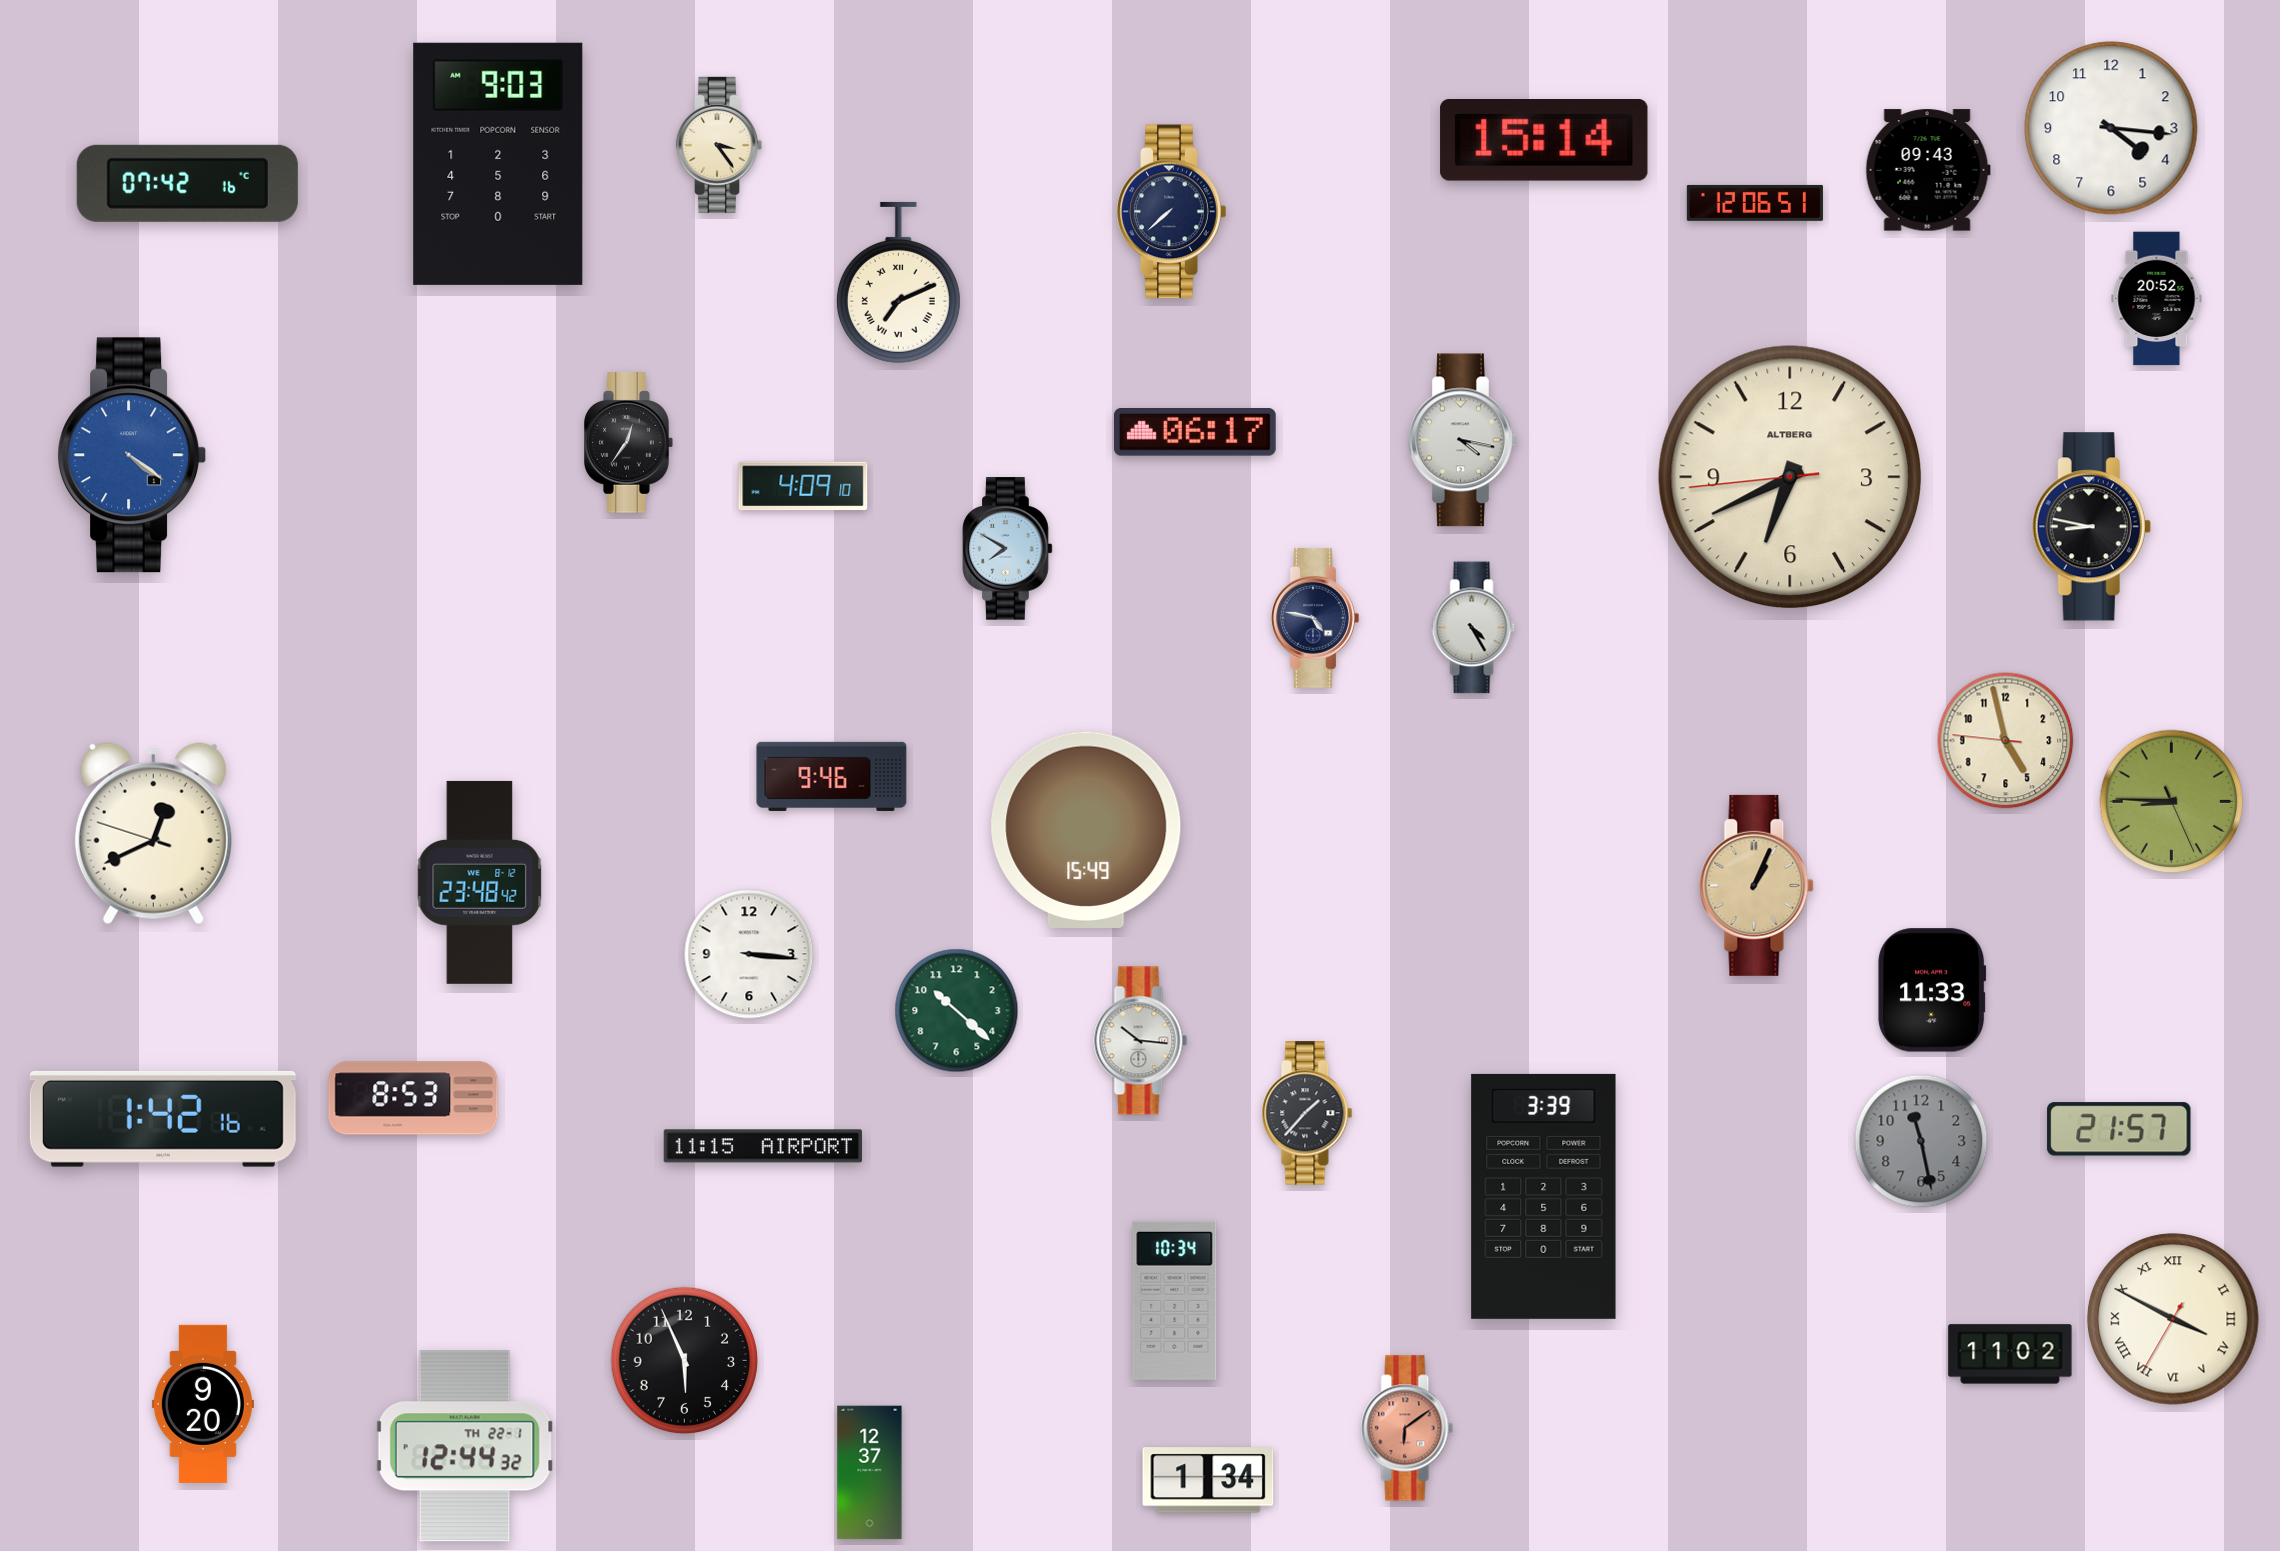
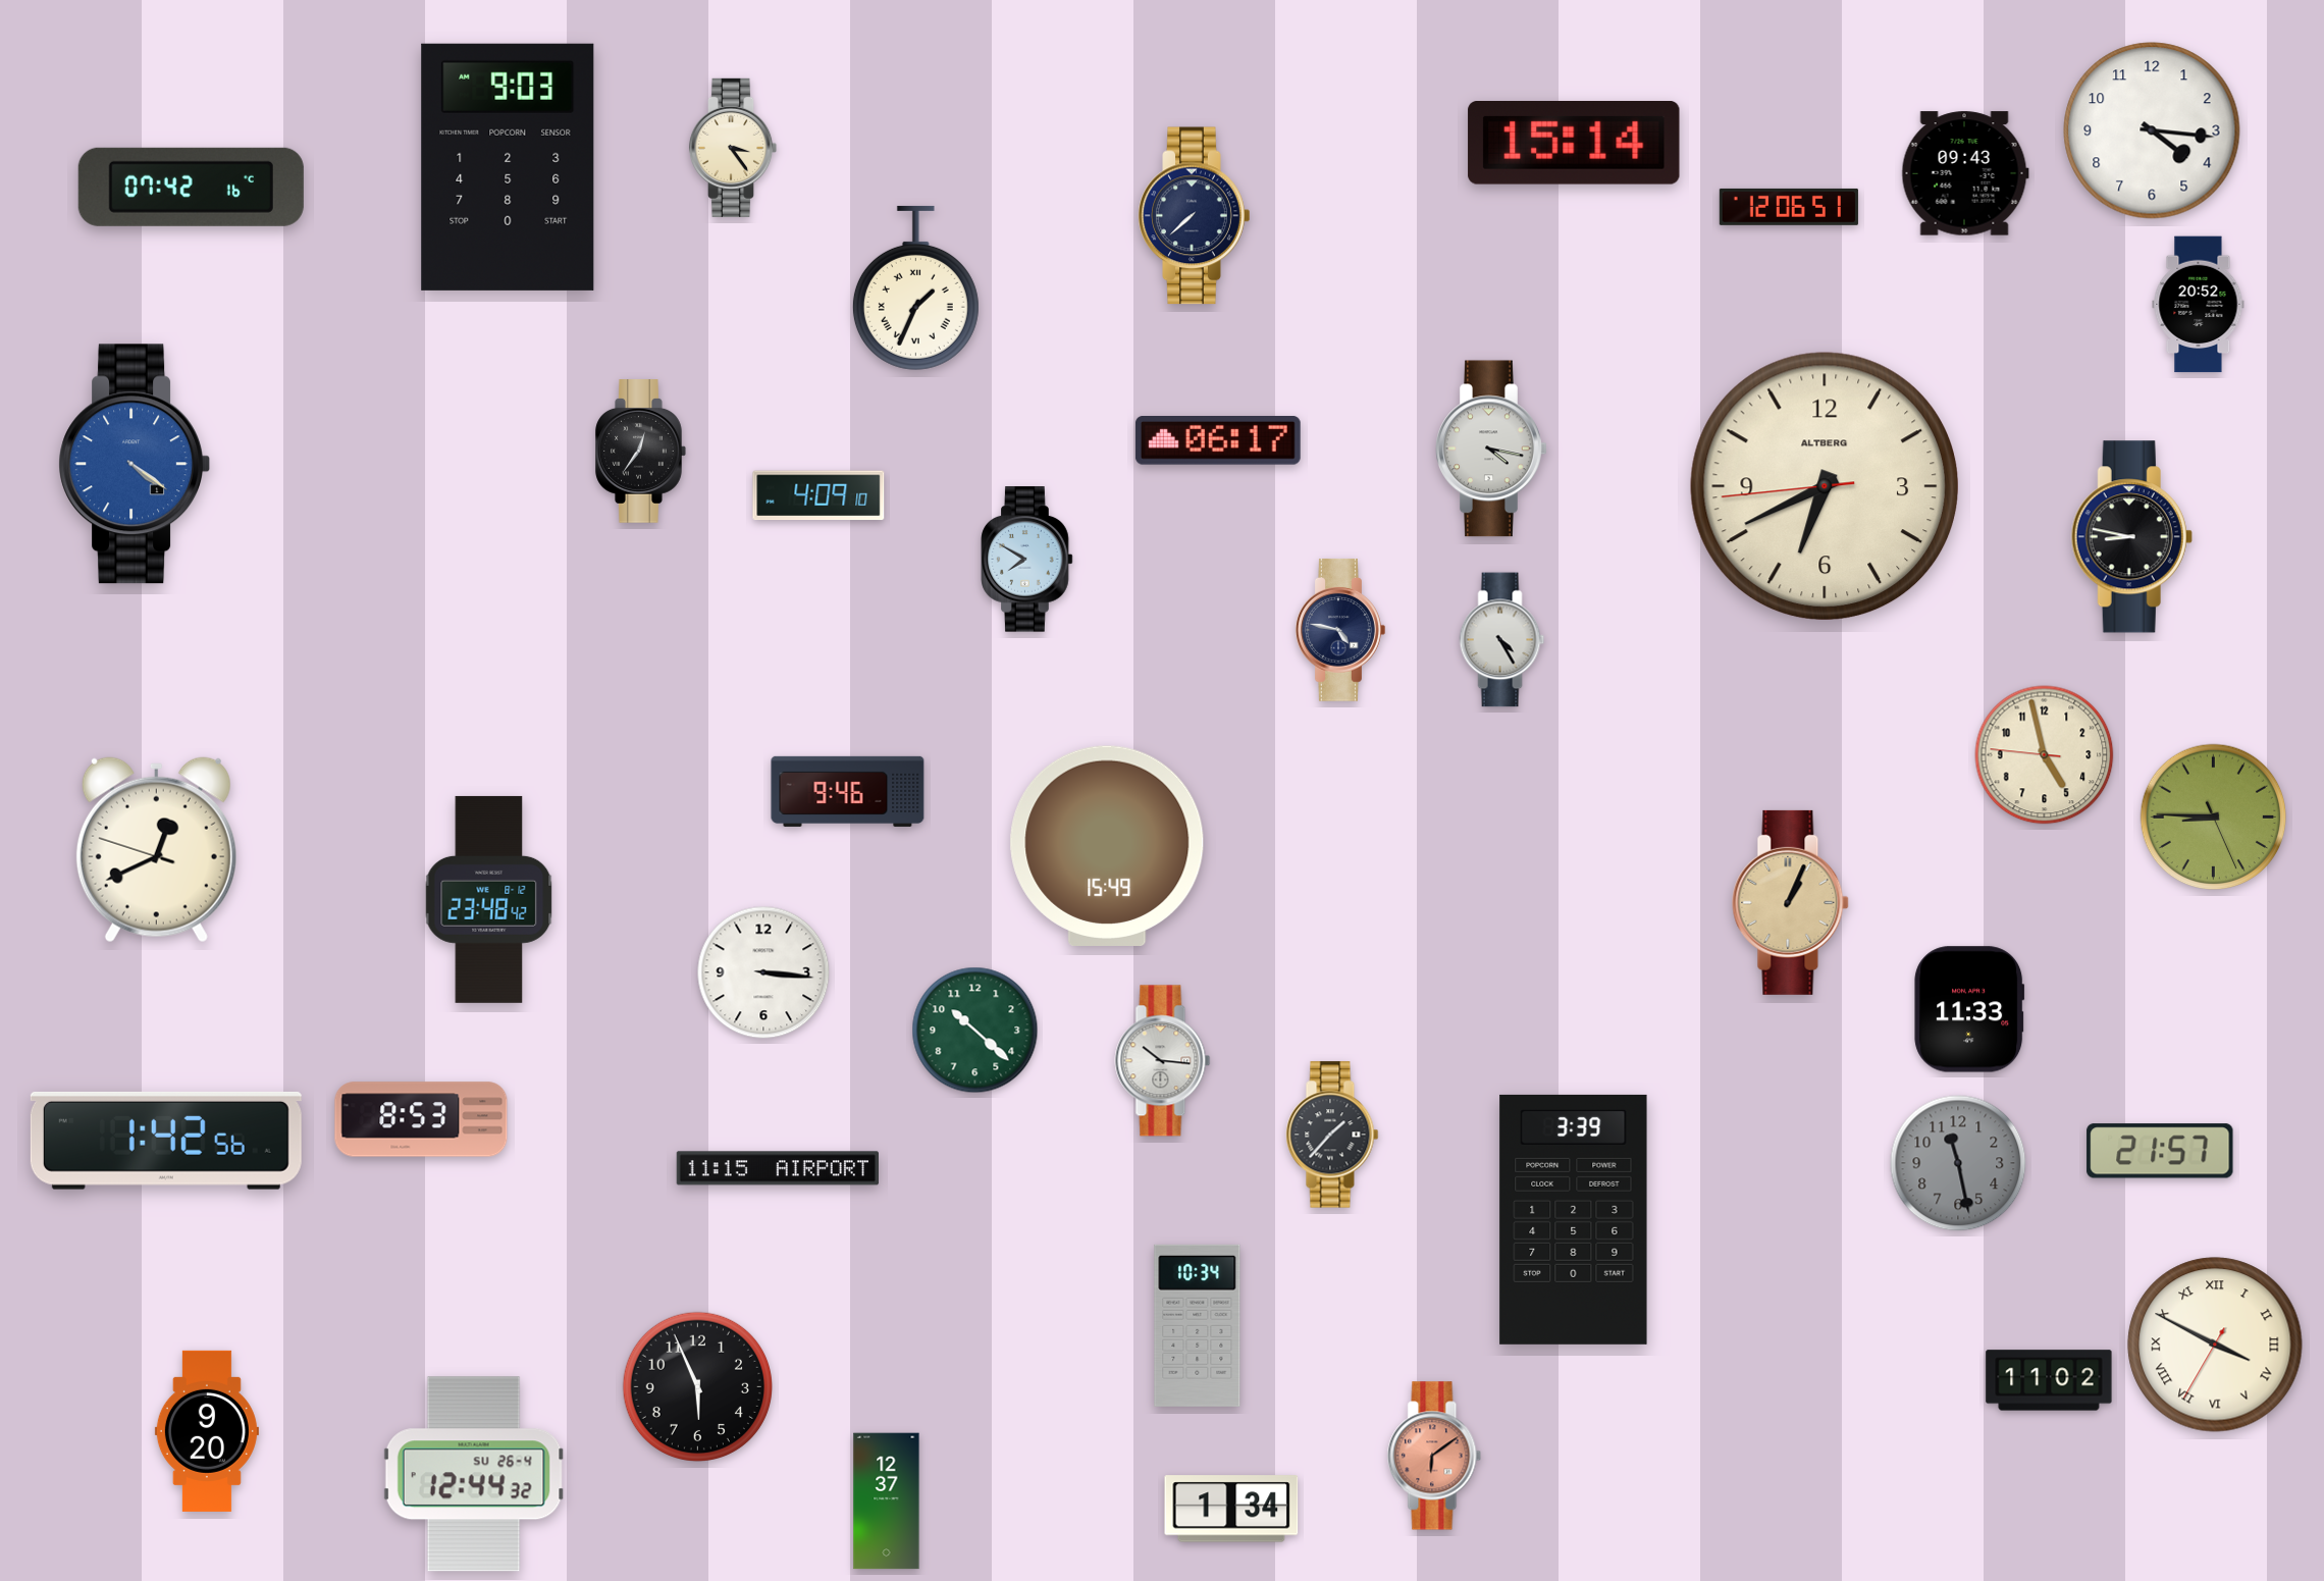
clock at (898, 282): 7:11 -> 1:34
clock at (163, 1119): 1:42:16 -> 1:42:56
clock at (465, 1446) date: TH 22-1 -> SU 26-4
